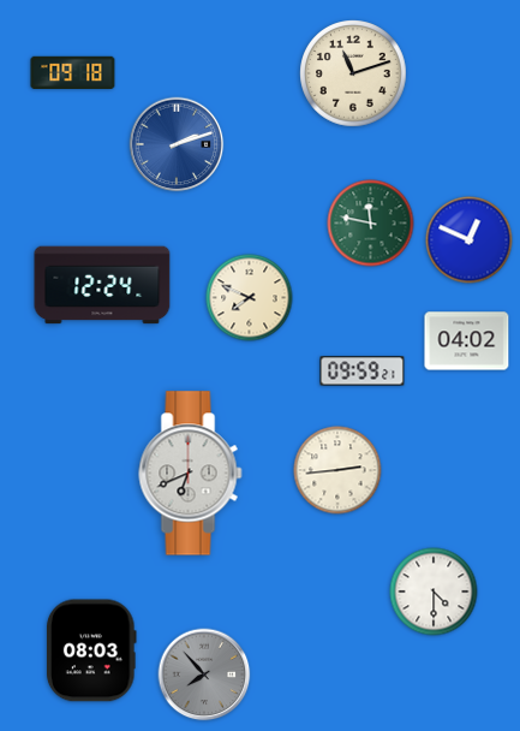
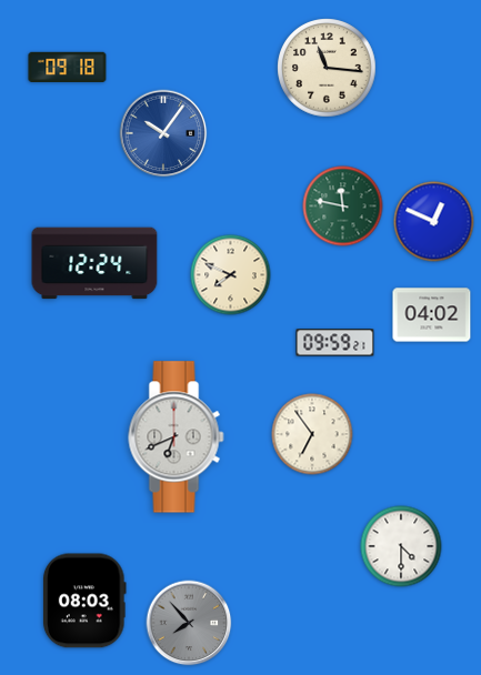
clock at (353, 73): 11:12 -> 11:16
clock at (177, 144): 2:12 -> 10:06
clock at (337, 470): 2:44 -> 6:54
